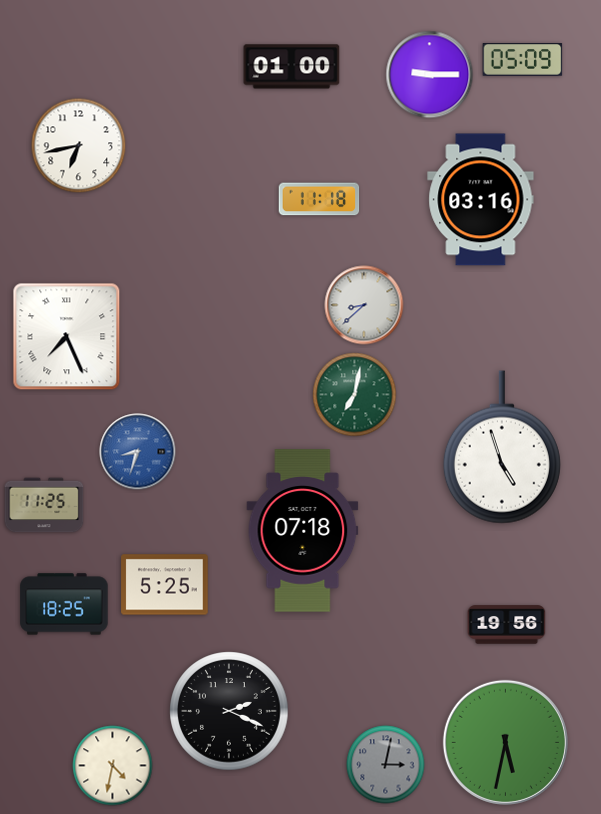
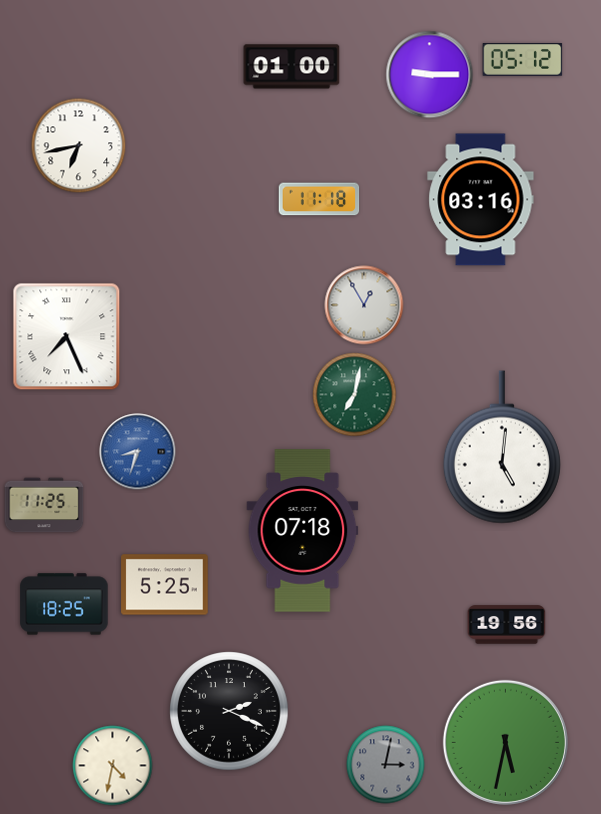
clock at (523, 60): 05:09 -> 05:12
clock at (364, 305): 8:38 -> 12:55
clock at (502, 447): 4:57 -> 5:01
